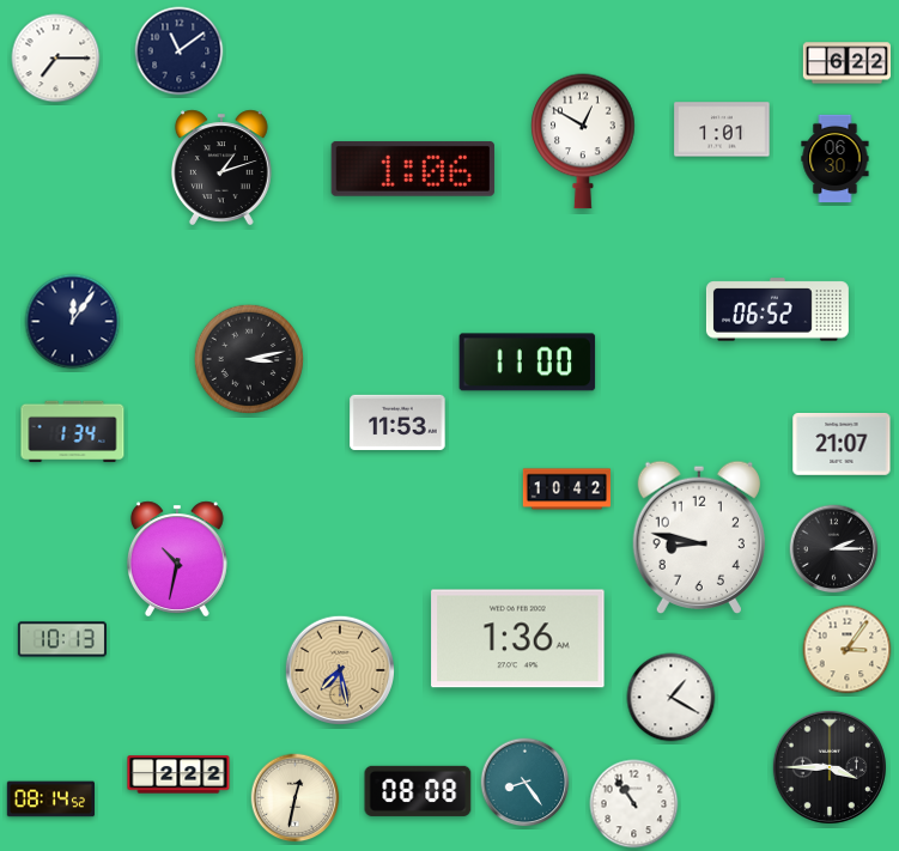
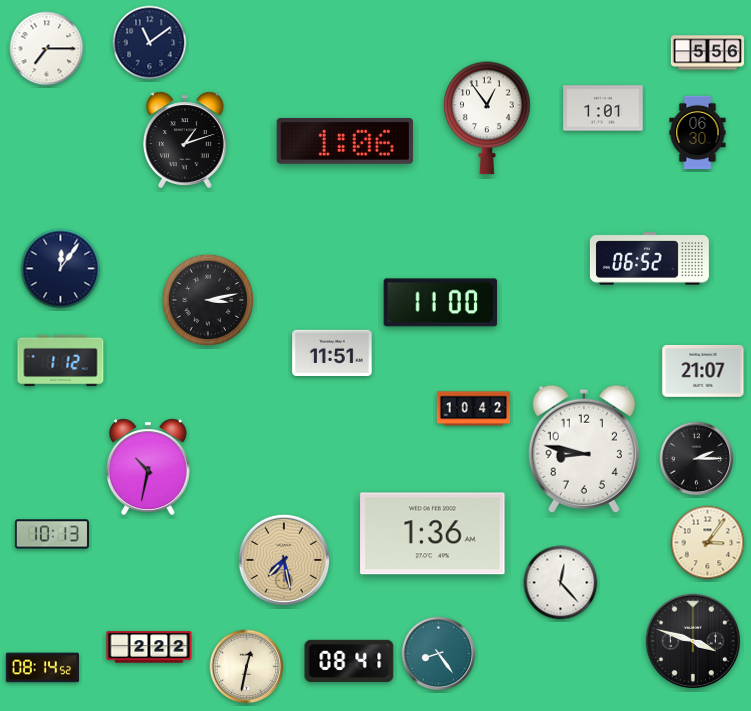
clock at (846, 63): 6:22 -> 5:56
clock at (583, 141): 12:50 -> 12:54
clock at (397, 423): 11:53 -> 11:51
clock at (73, 432): 1:34 -> 1:12
clock at (672, 698): 1:20 -> 12:23
clock at (828, 766): 3:45 -> 3:48
clock at (418, 791): 08:08 -> 08:41
clock at (634, 804): 10:54 -> none
